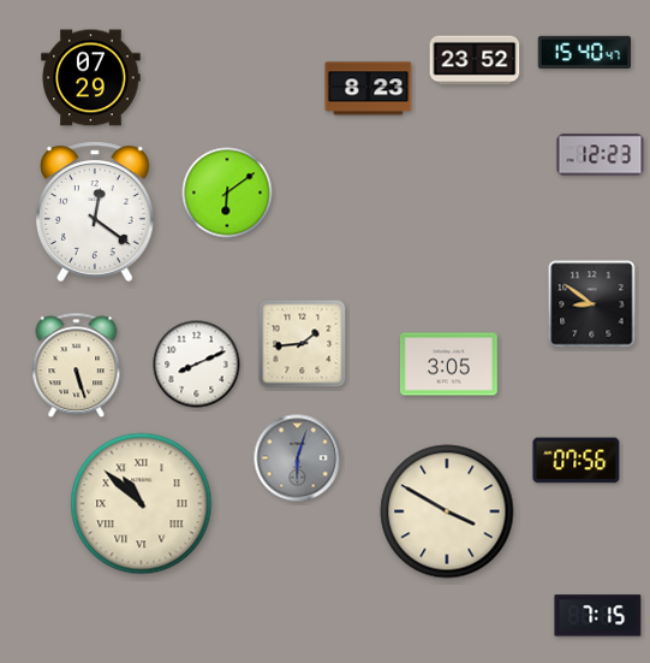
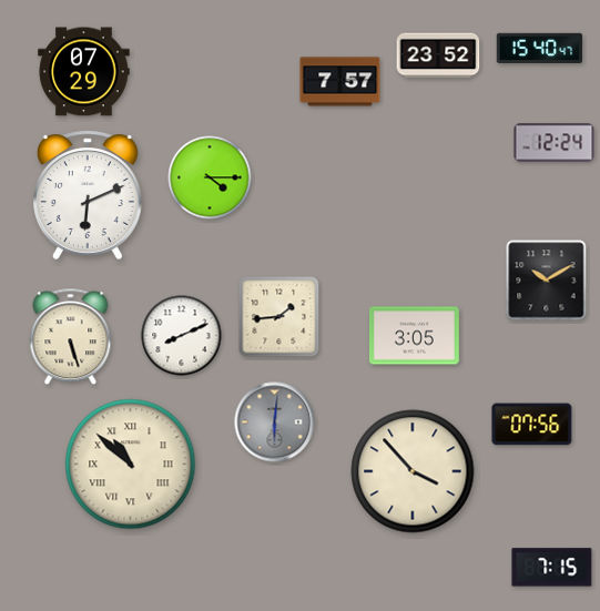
clock at (369, 89): 8:23 -> 7:57
clock at (601, 155): 12:23 -> 12:24
clock at (227, 193): 6:09 -> 4:15
clock at (96, 212): 12:21 -> 6:11
clock at (592, 304): 8:51 -> 10:10
clock at (298, 458): 6:03 -> 6:01
clock at (447, 511): 3:50 -> 3:53
